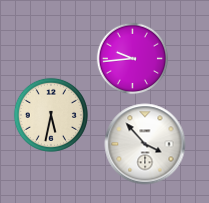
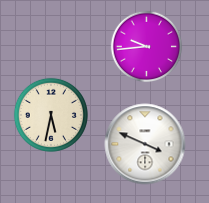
clock at (133, 59) position: (133, 59) -> (147, 47)
clock at (145, 144): 3:53 -> 3:49
